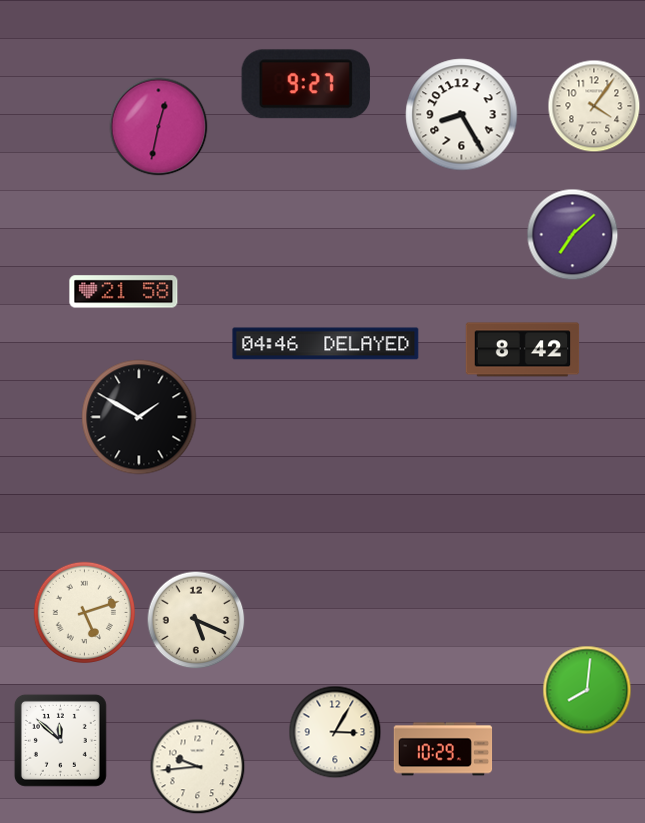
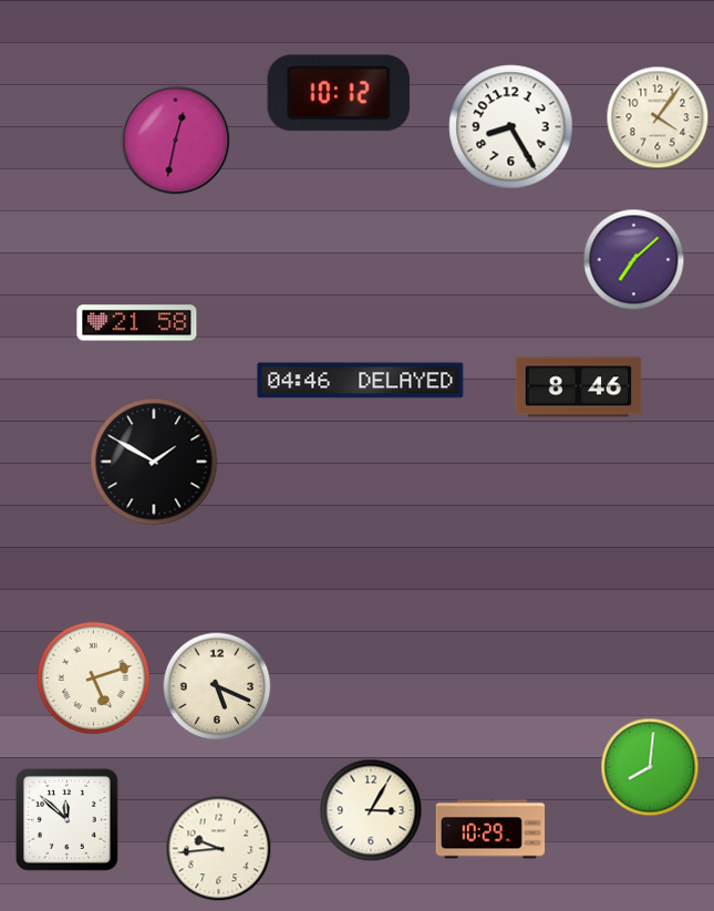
clock at (306, 84): 9:27 -> 10:12
clock at (523, 350): 8:42 -> 8:46
clock at (587, 690) position: (587, 690) -> (650, 767)
